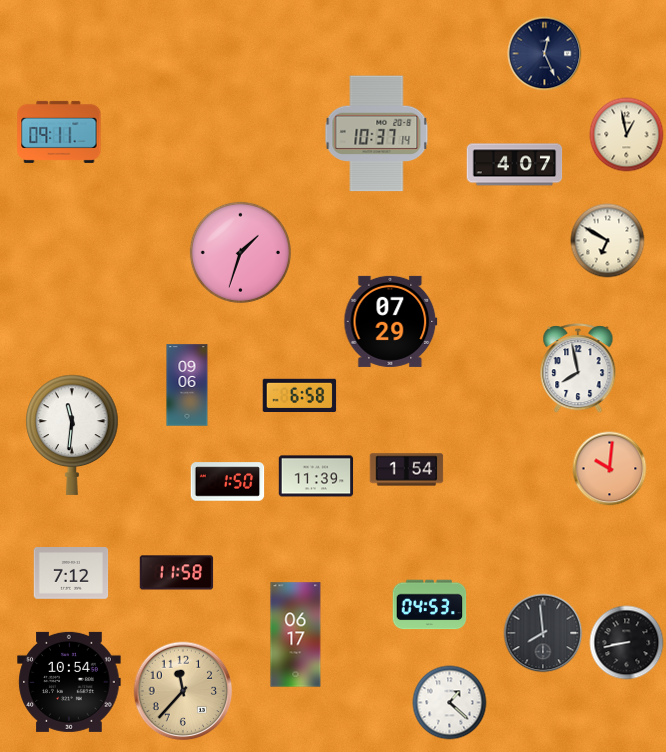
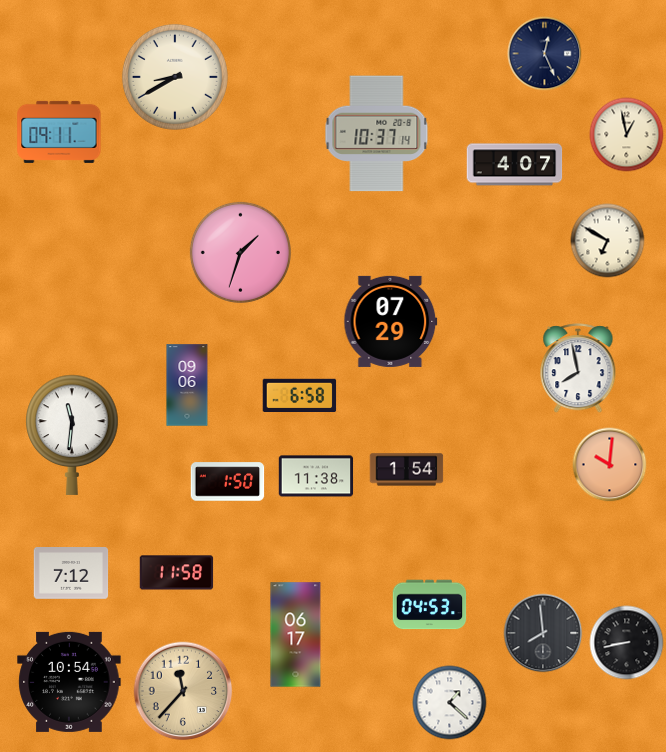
clock at (175, 77): none -> 8:40
clock at (610, 469) position: (610, 469) -> (610, 465)
clock at (316, 476): 11:39 -> 11:38
